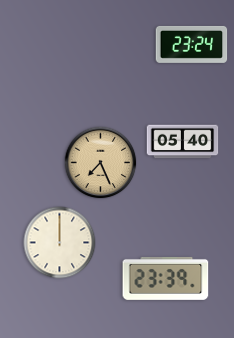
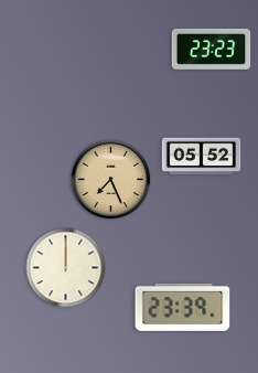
clock at (192, 44): 23:24 -> 23:23
clock at (183, 142): 05:40 -> 05:52
